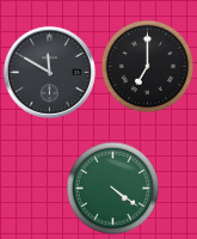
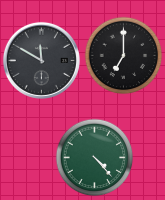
clock at (112, 188): 4:21 -> 4:23
